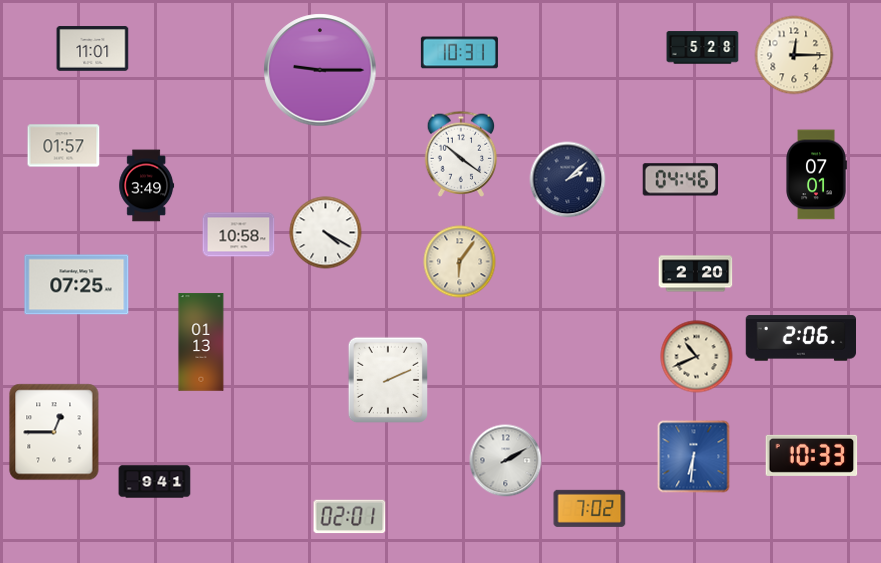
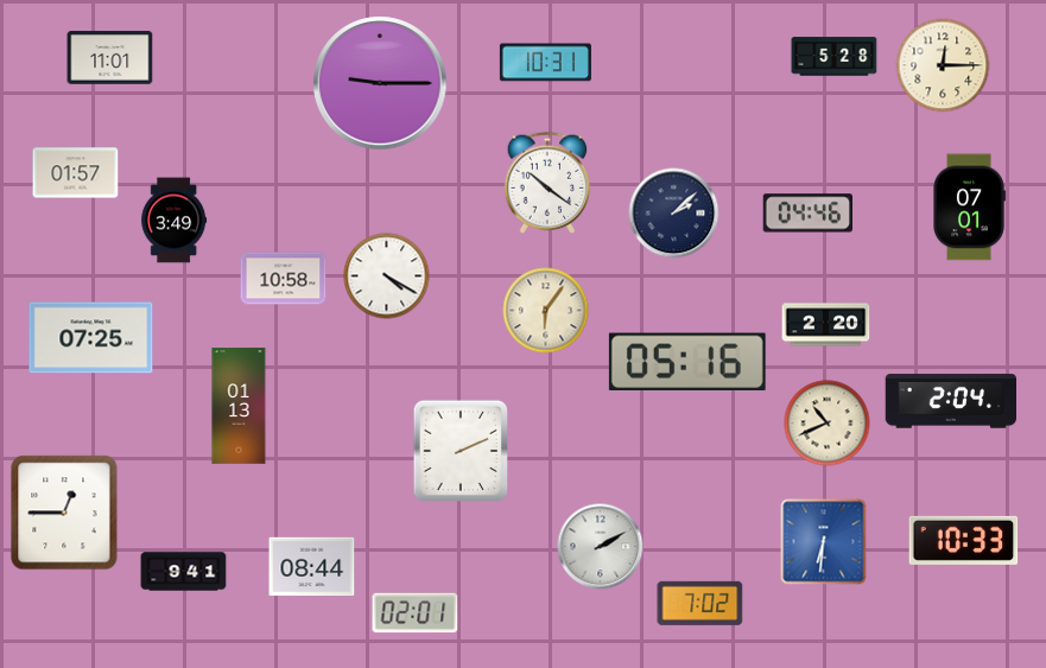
clock at (687, 361): none -> 05:16
clock at (800, 338): 2:06 -> 2:04
clock at (312, 567): none -> 08:44
